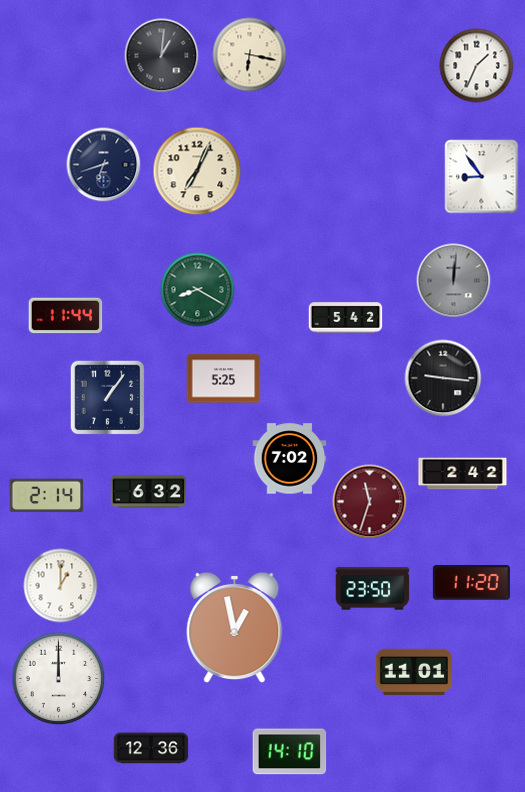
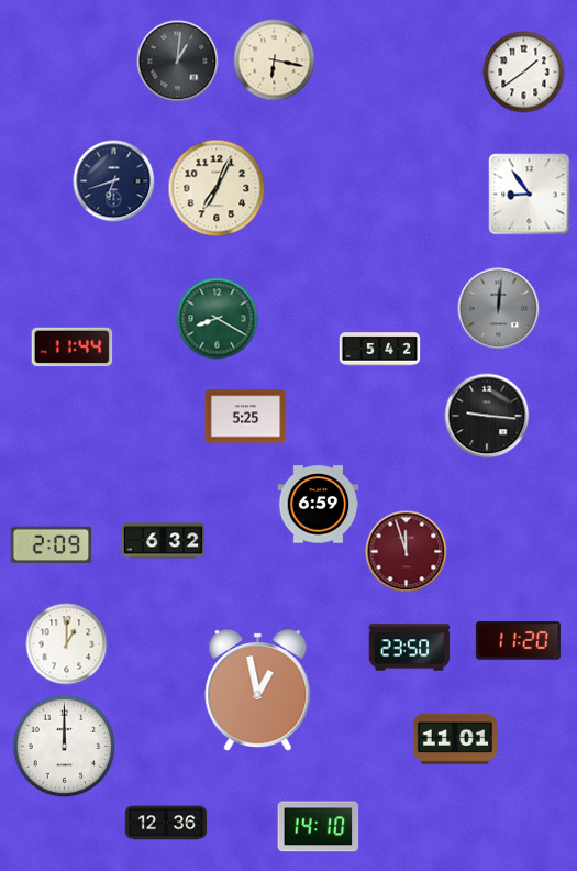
clock at (477, 66): 1:34 -> 1:39
clock at (108, 398): 1:06 -> none
clock at (290, 459): 7:02 -> 6:59
clock at (463, 474): 2:42 -> none
clock at (47, 496): 2:14 -> 2:09
clock at (370, 502): 11:33 -> 11:57
